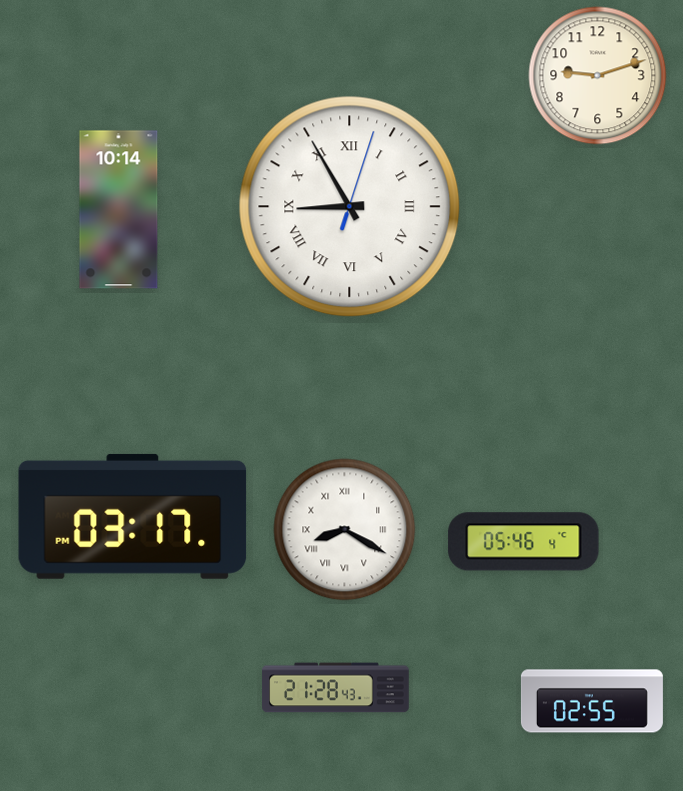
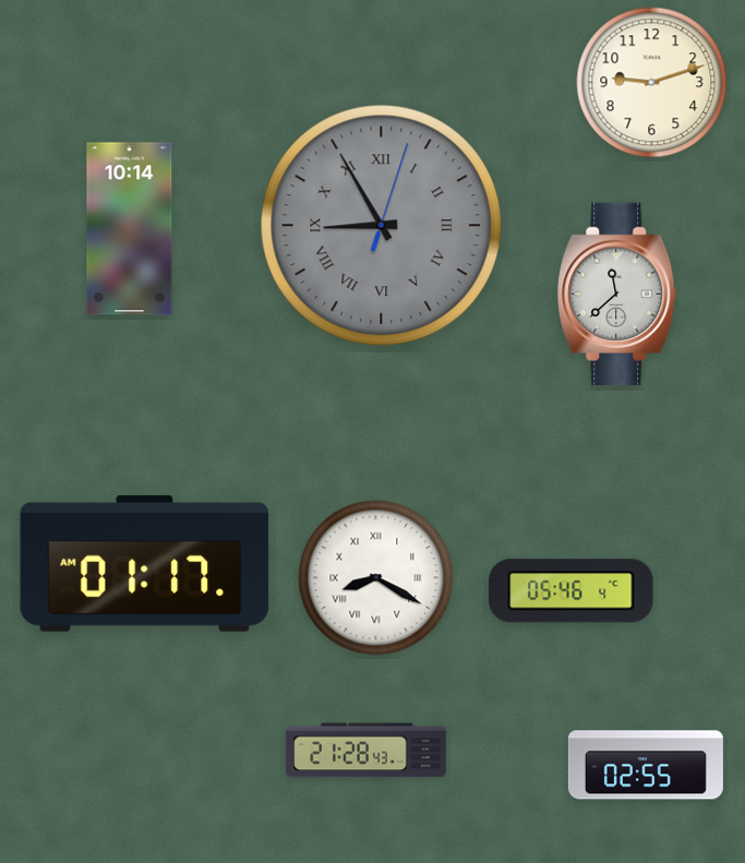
clock at (350, 207) dial: white -> grey
clock at (617, 295): none -> 11:38
clock at (133, 516): 03:17 -> 01:17
